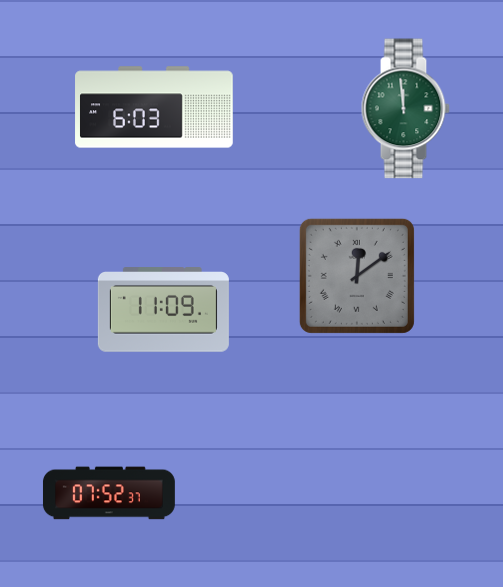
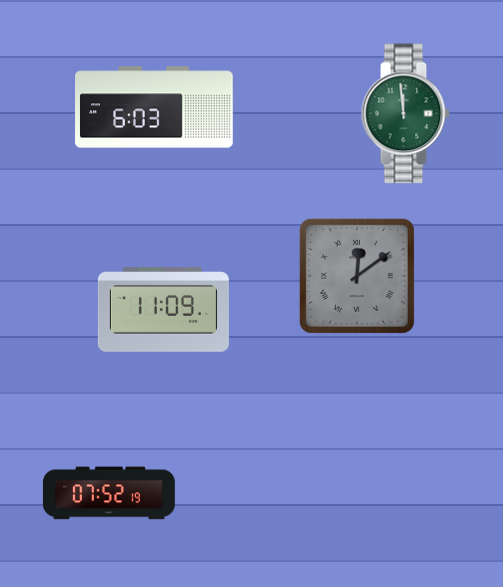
clock at (405, 109) position: (405, 109) -> (405, 114)
clock at (109, 493): 07:52:37 -> 07:52:19
